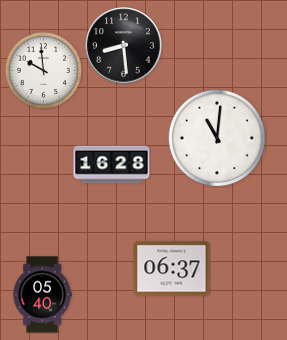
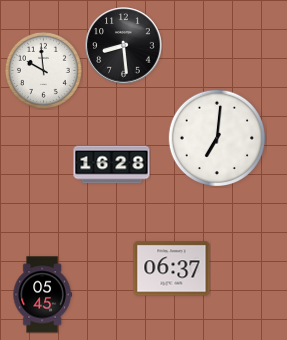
clock at (216, 137): 11:01 -> 7:01
clock at (42, 295): 05:40 -> 05:45
